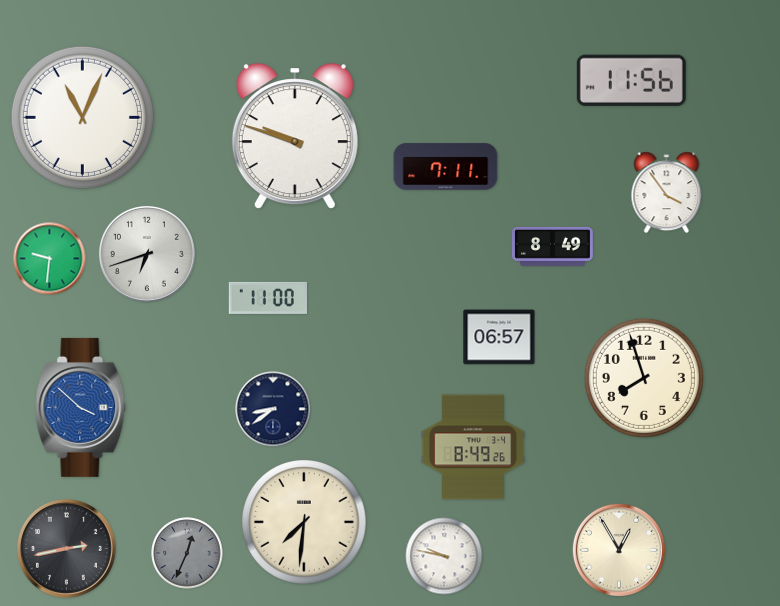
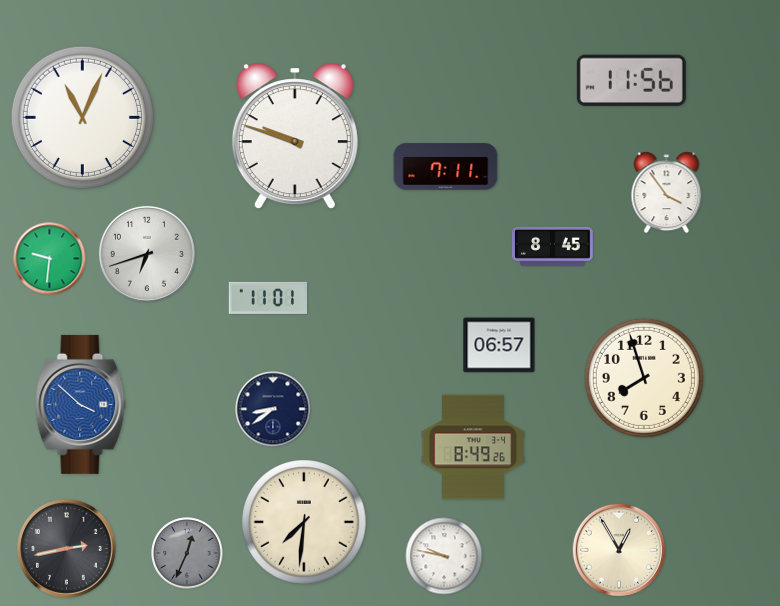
clock at (552, 246): 8:49 -> 8:45
clock at (268, 298): 11:00 -> 11:01
clock at (499, 337) position: (499, 337) -> (499, 345)
clock at (81, 407) position: (81, 407) -> (81, 404)
